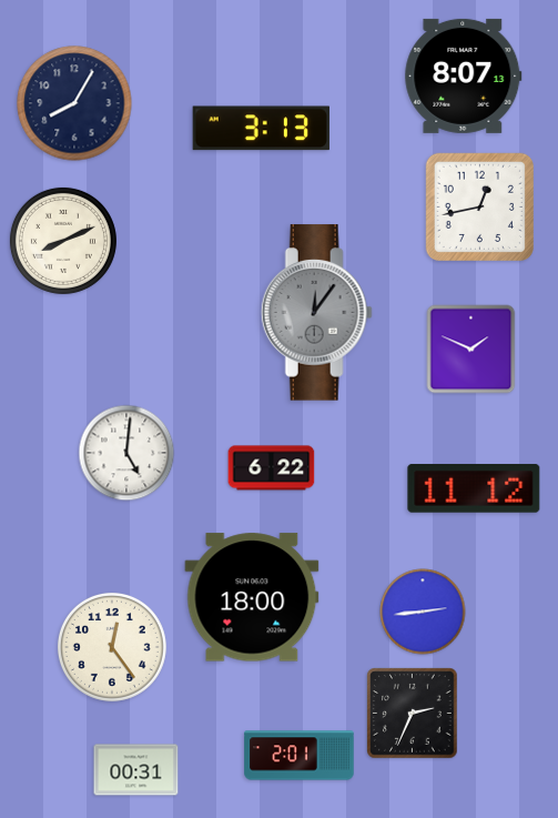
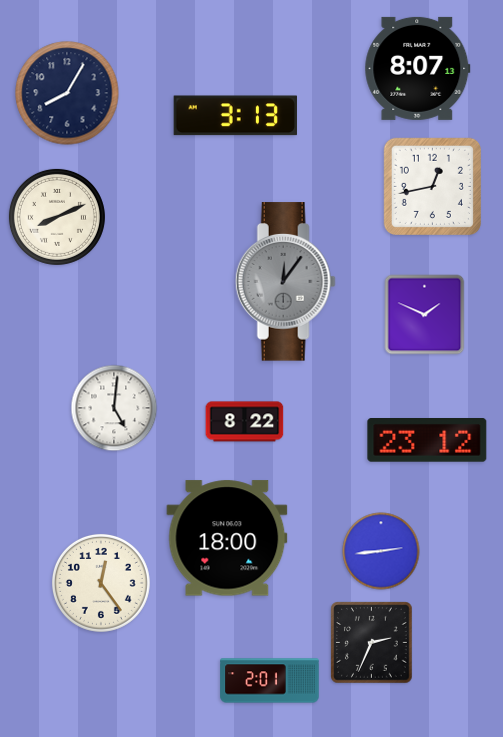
clock at (272, 468): 6:22 -> 8:22
clock at (474, 489): 11:12 -> 23:12
clock at (136, 770): 00:31 -> none
